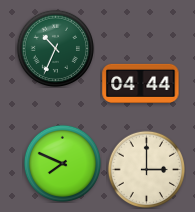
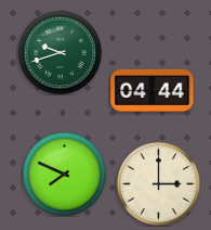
clock at (55, 48): 10:34 -> 9:42
clock at (62, 163) position: (62, 163) -> (64, 174)
